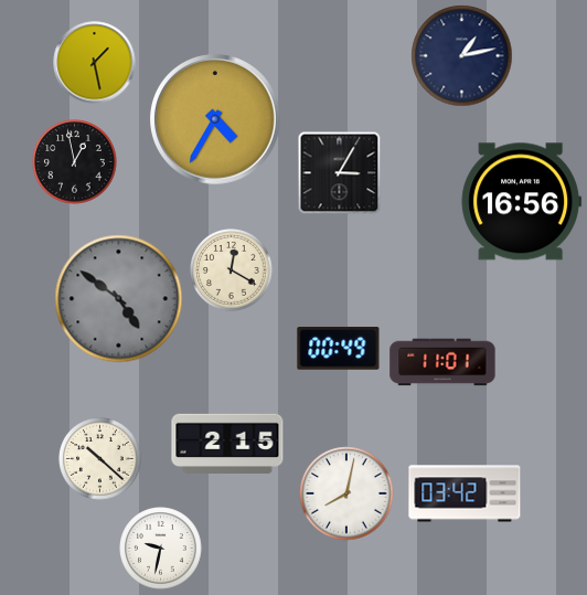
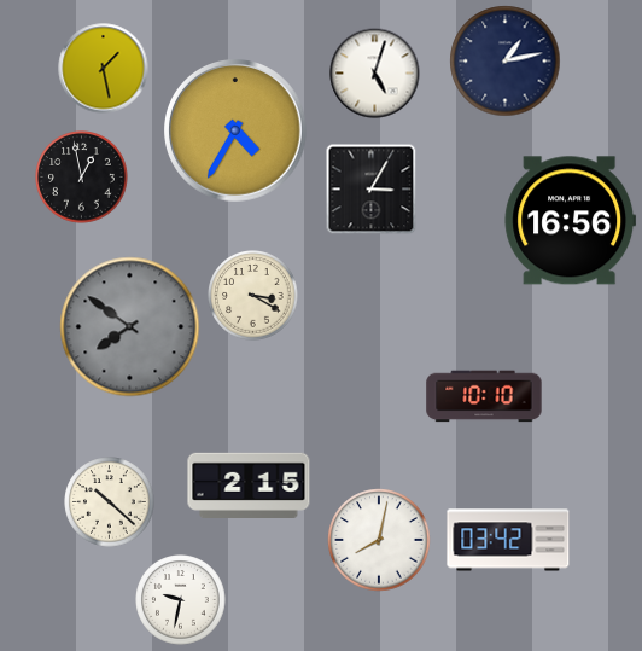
clock at (375, 74): none -> 5:03
clock at (232, 270): 12:20 -> 3:20
clock at (119, 299): 4:51 -> 7:51
clock at (339, 349): 00:49 -> none
clock at (442, 362): 11:01 -> 10:10
clock at (161, 549) position: (161, 549) -> (181, 600)
